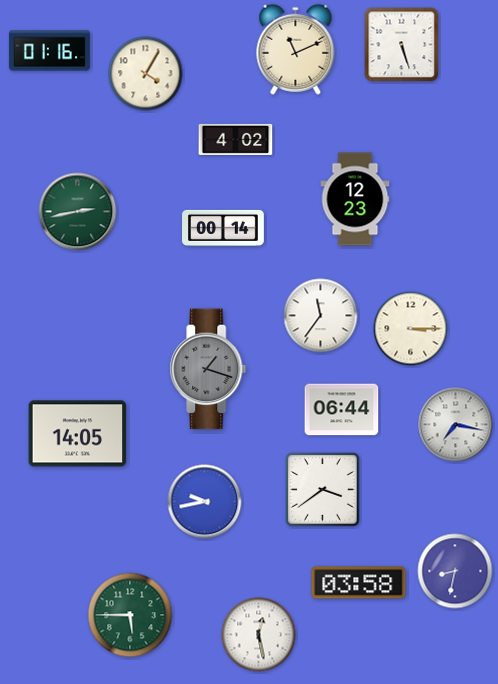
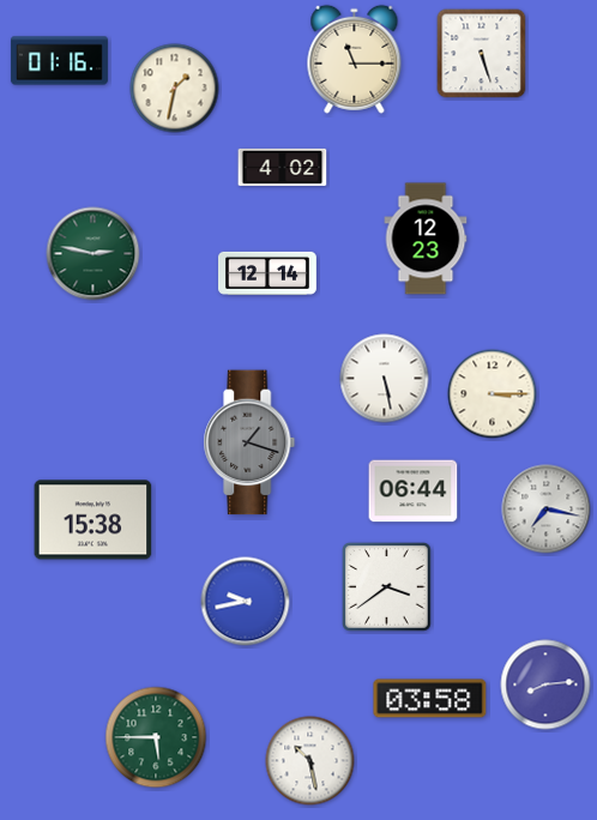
clock at (296, 49): 11:11 -> 11:15
clock at (146, 74): 4:05 -> 1:32
clock at (78, 212): 2:43 -> 2:47
clock at (224, 228): 00:14 -> 12:14
clock at (321, 316): 11:36 -> 5:28
clock at (342, 410) position: (342, 410) -> (414, 492)
clock at (78, 434): 14:05 -> 15:38
clock at (455, 571): 8:32 -> 8:14
clock at (259, 635): 12:28 -> 10:28
